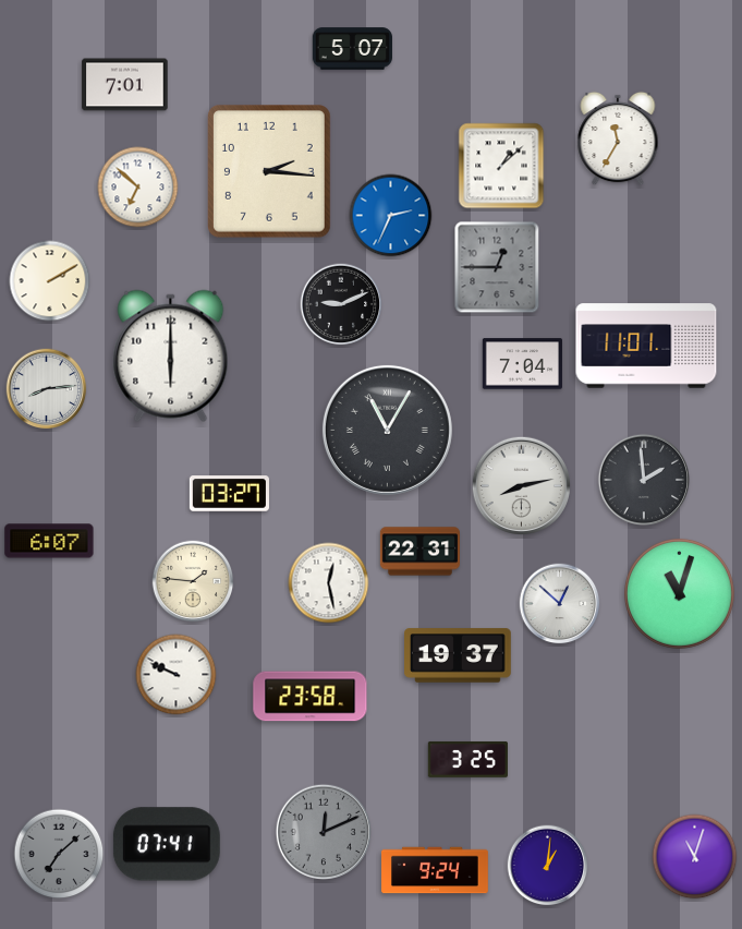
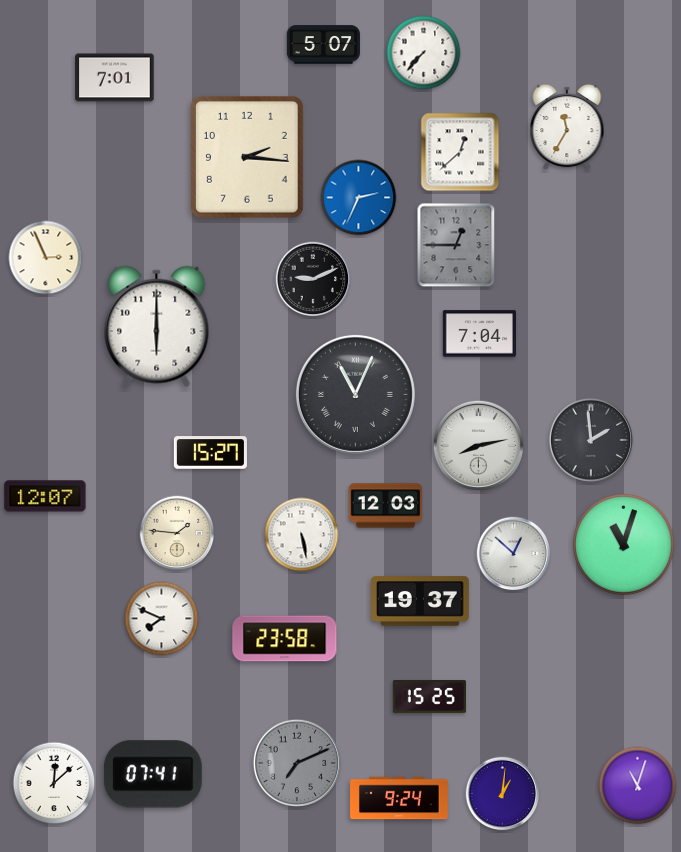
clock at (424, 53): none -> 7:37
clock at (501, 166): 1:08 -> 12:38
clock at (138, 188): 6:52 -> none
clock at (50, 281): 2:10 -> 2:56
clock at (646, 346): 11:01 -> none
clock at (47, 389): 8:14 -> none
clock at (387, 430): 11:05 -> 11:04
clock at (229, 494): 03:27 -> 15:27
clock at (49, 541): 6:07 -> 12:07
clock at (419, 552): 22:31 -> 12:03
clock at (329, 583): 12:28 -> 5:28
clock at (177, 675): 9:49 -> 7:49
clock at (467, 759): 3:25 -> 15:25
clock at (323, 831): 12:11 -> 7:11
clock at (59, 854): 7:08 -> 12:08
clock at (59, 854) dial: grey -> white
